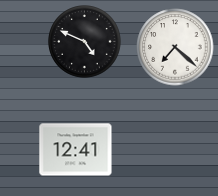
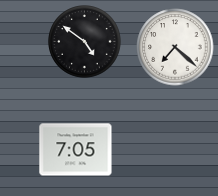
clock at (85, 42): 4:49 -> 4:51
clock at (76, 150): 12:41 -> 7:05
